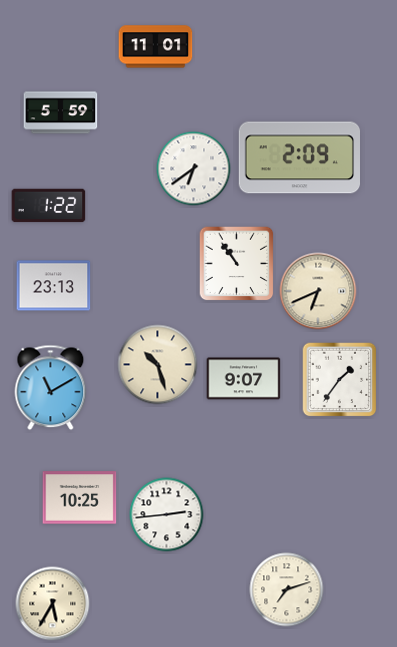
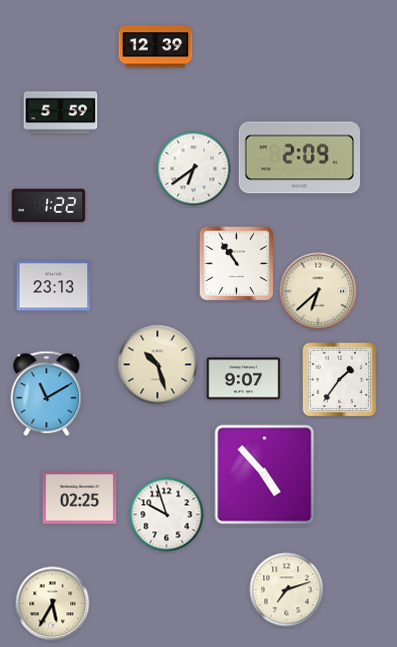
clock at (156, 47): 11:01 -> 12:39
clock at (318, 291): 6:41 -> 6:38
clock at (51, 388) position: (51, 388) -> (47, 394)
clock at (265, 475): none -> 4:53
clock at (80, 498): 10:25 -> 02:25
clock at (167, 515): 2:44 -> 9:57
